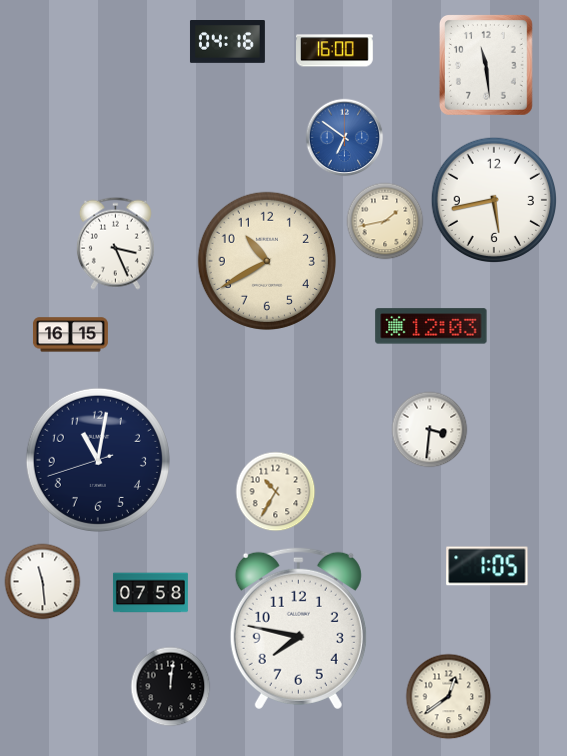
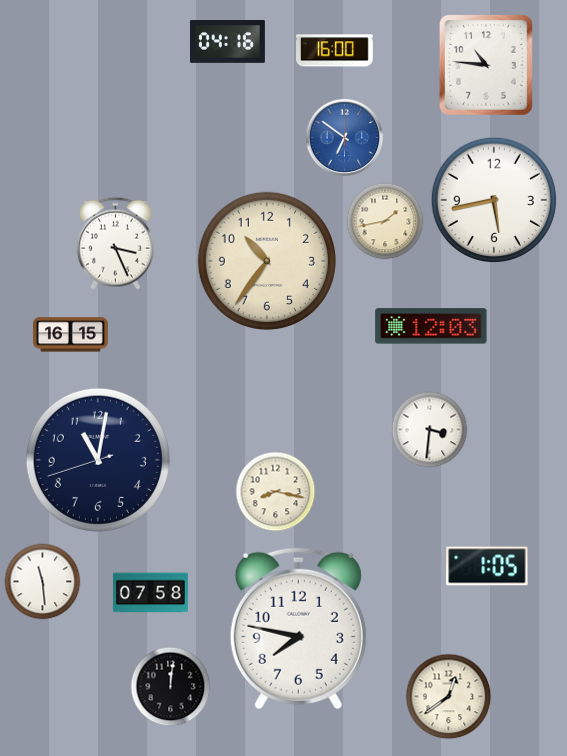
clock at (486, 66): 11:29 -> 10:46
clock at (267, 261): 10:40 -> 10:36
clock at (276, 492): 10:35 -> 8:17
